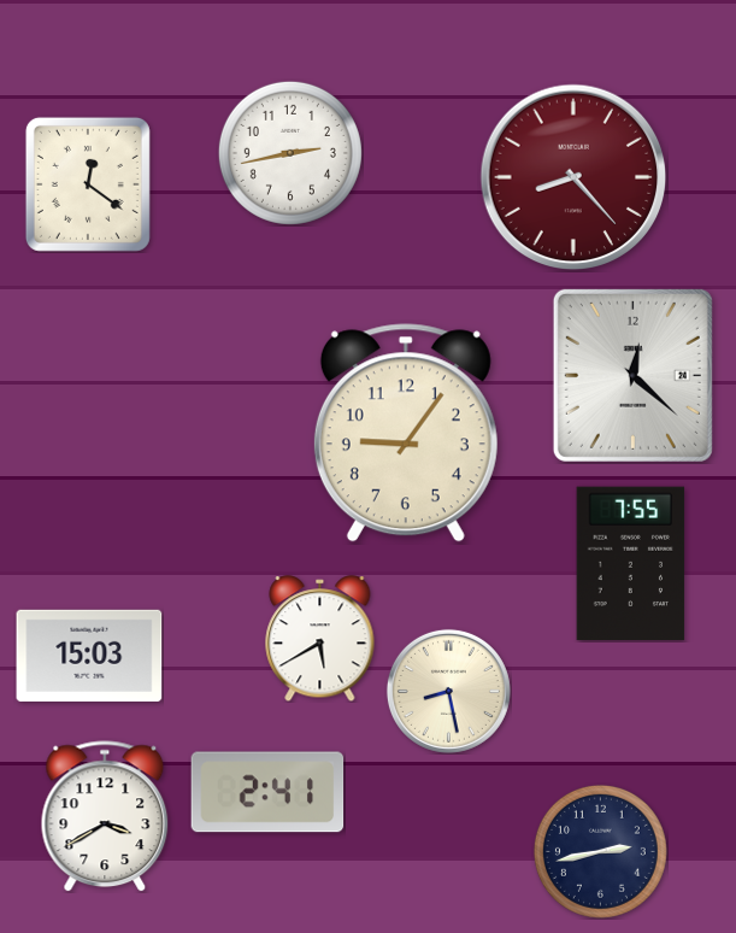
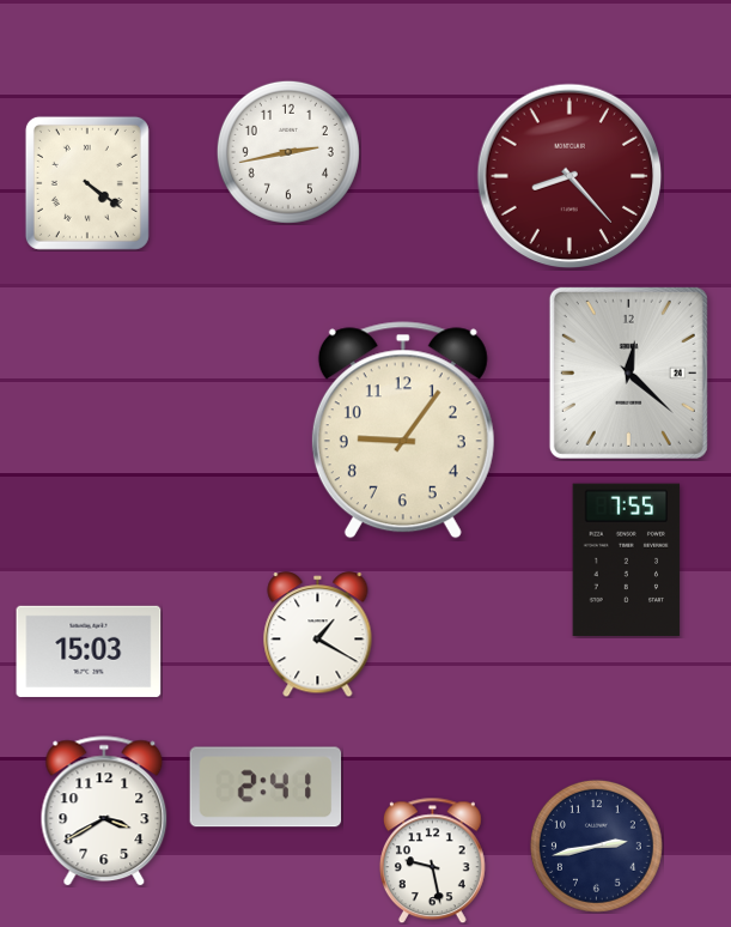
clock at (88, 184): 12:21 -> 4:21
clock at (320, 639): 5:40 -> 1:20
clock at (448, 691): 8:28 -> none
clock at (432, 860): none -> 9:28
